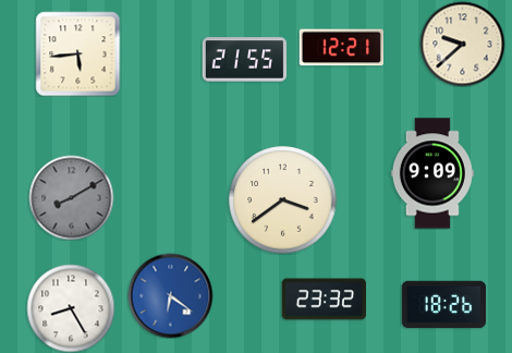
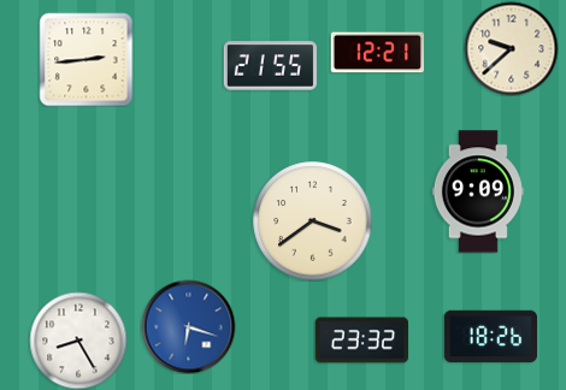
clock at (77, 53): 5:44 -> 2:44
clock at (71, 197): 8:10 -> none
clock at (170, 295): 6:21 -> 6:18
clock at (324, 300) position: (324, 300) -> (361, 341)
